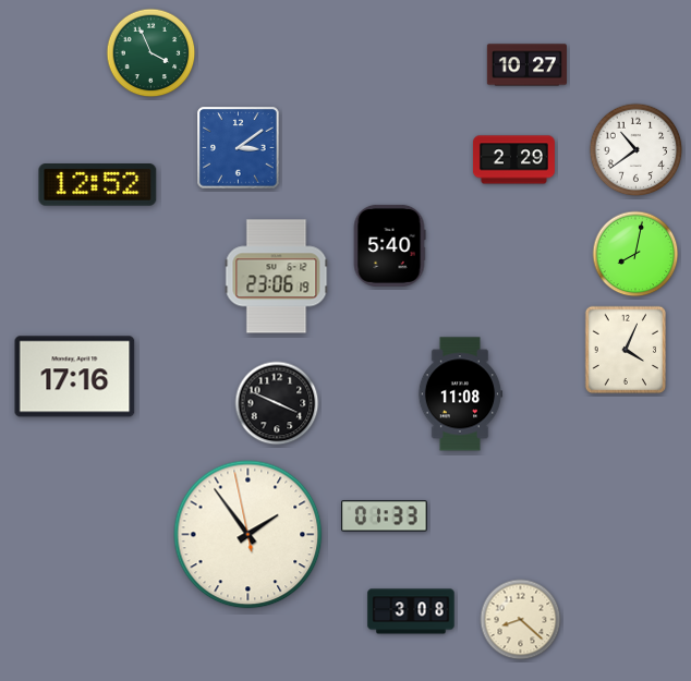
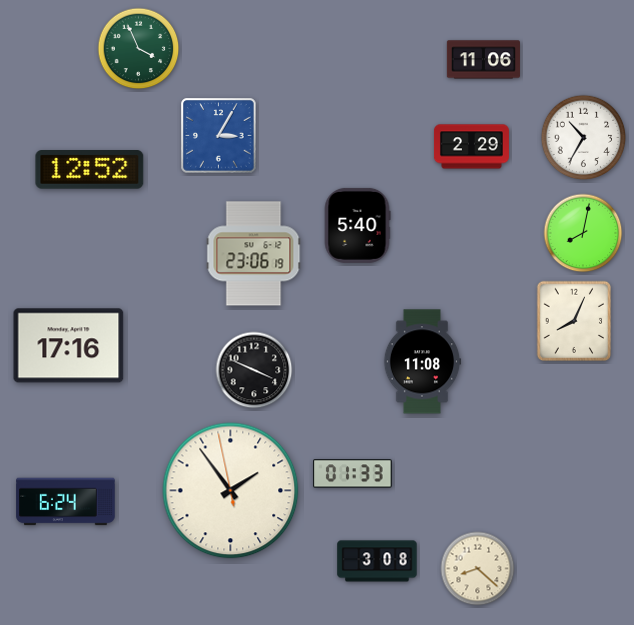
clock at (526, 65): 10:27 -> 11:06
clock at (239, 148): 3:09 -> 3:05
clock at (637, 150): 10:39 -> 10:35
clock at (626, 350): 4:04 -> 8:04
clock at (248, 535) position: (248, 535) -> (231, 491)
clock at (66, 502): none -> 6:24
